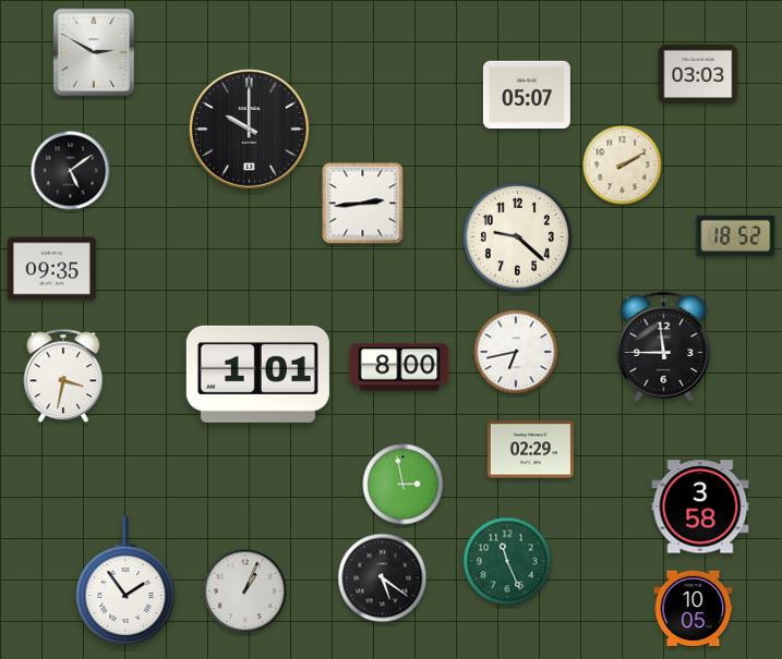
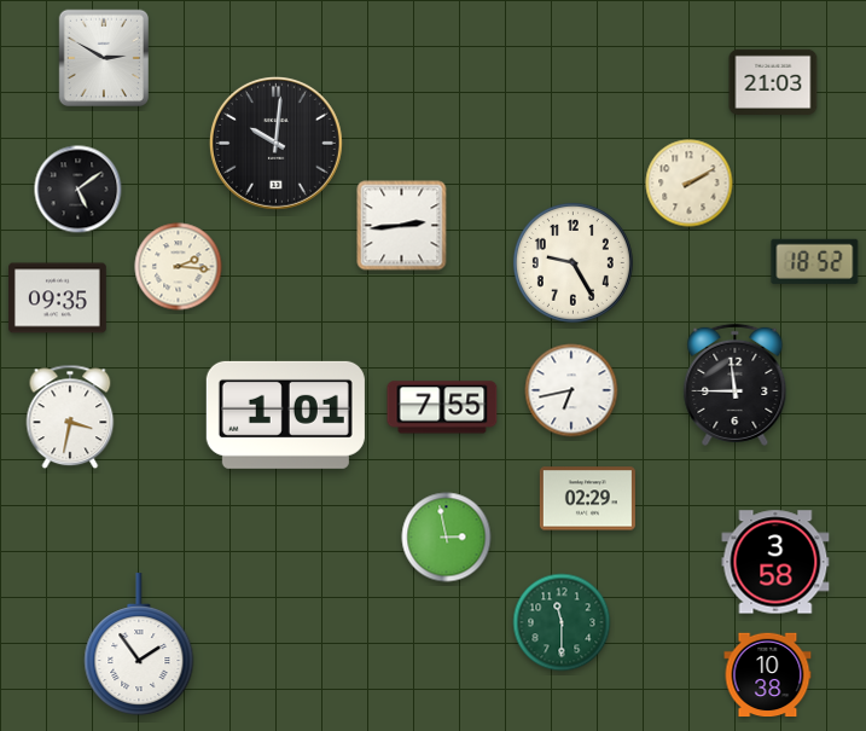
clock at (698, 74): 03:03 -> 21:03
clock at (527, 94): 05:07 -> none
clock at (249, 129): 10:00 -> 10:01
clock at (517, 236): 9:22 -> 9:25
clock at (179, 267): none -> 2:16
clock at (399, 367): 8:00 -> 7:55
clock at (507, 561): 11:26 -> 11:30
clock at (383, 578): 5:21 -> none
clock at (245, 591): 1:04 -> none
clock at (694, 609): 10:05 -> 10:38
